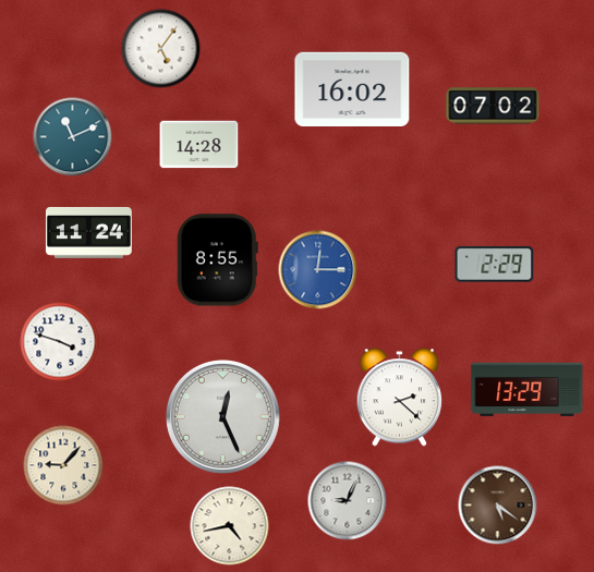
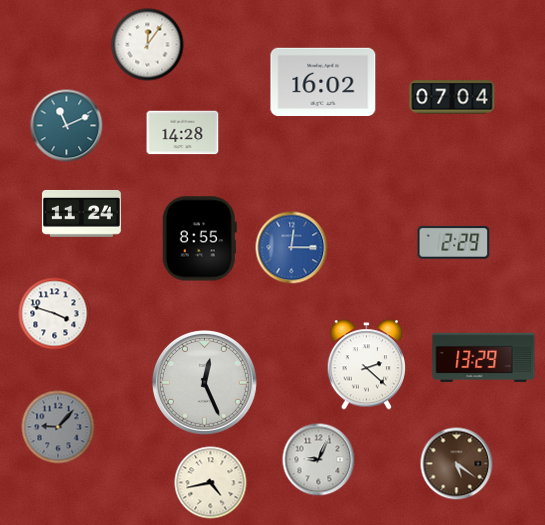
clock at (161, 49): 5:06 -> 12:06
clock at (493, 106): 07:02 -> 07:04
clock at (63, 465) dial: cream -> grey
